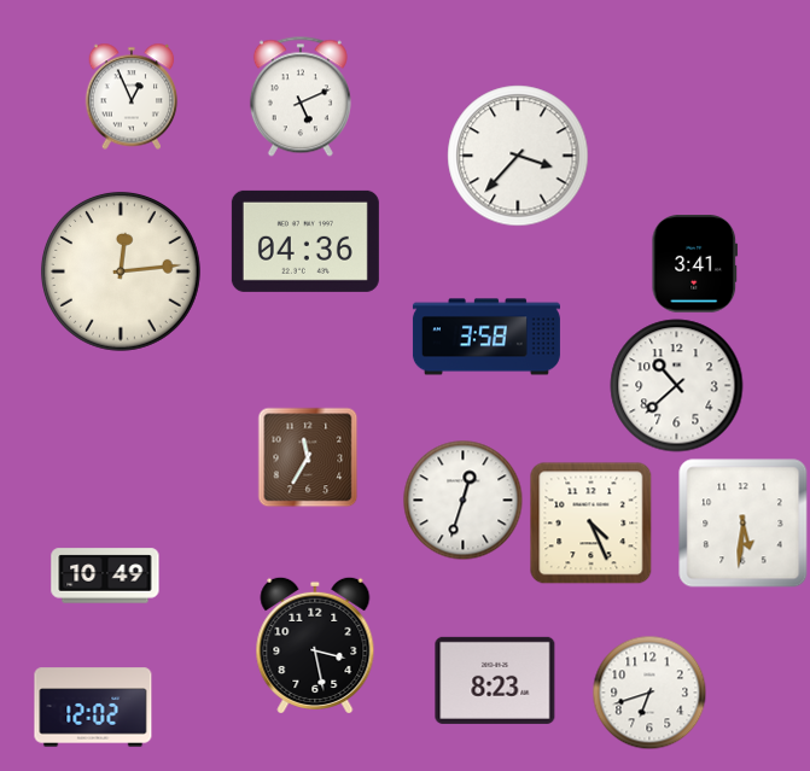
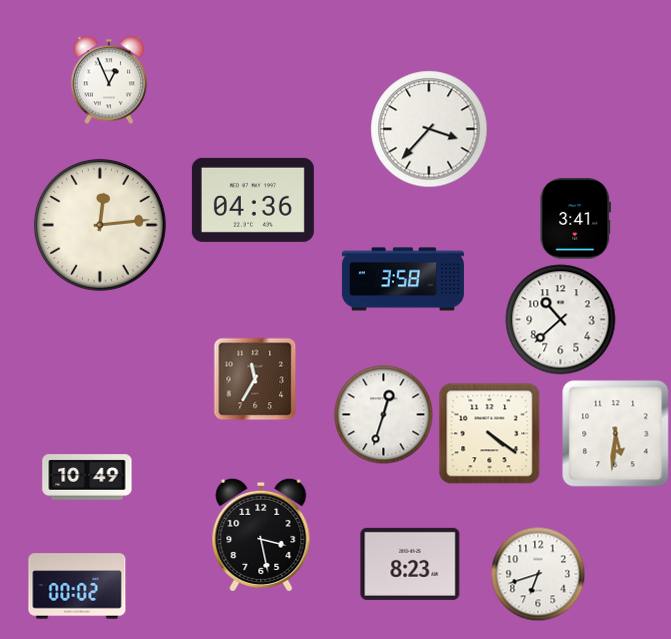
clock at (301, 97): 5:11 -> none
clock at (590, 522): 4:26 -> 4:21
clock at (93, 707): 12:02 -> 00:02
